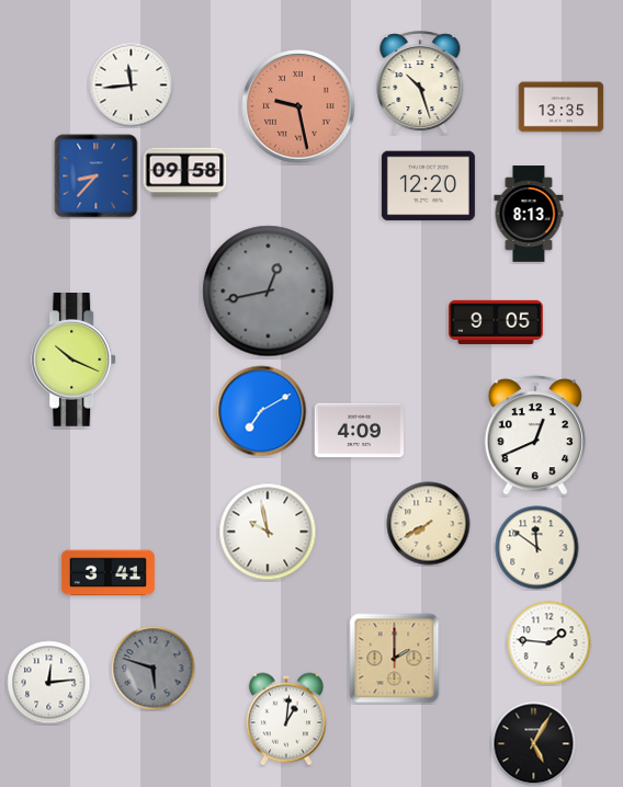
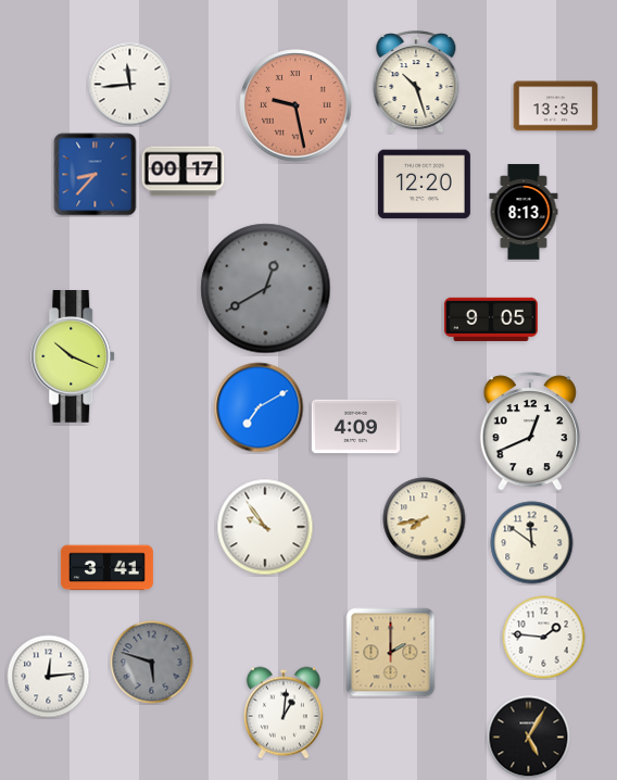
clock at (185, 173): 09:58 -> 00:17
clock at (269, 292): 12:43 -> 12:40
clock at (429, 524): 7:40 -> 7:43
clock at (268, 532): 9:58 -> 9:54
